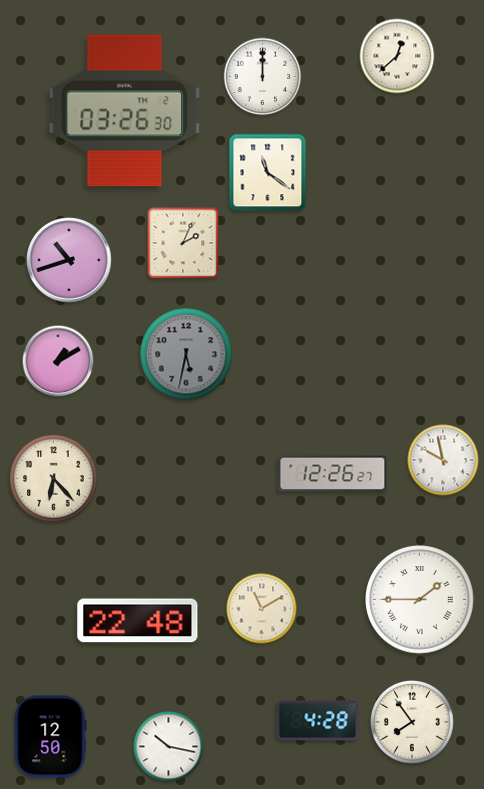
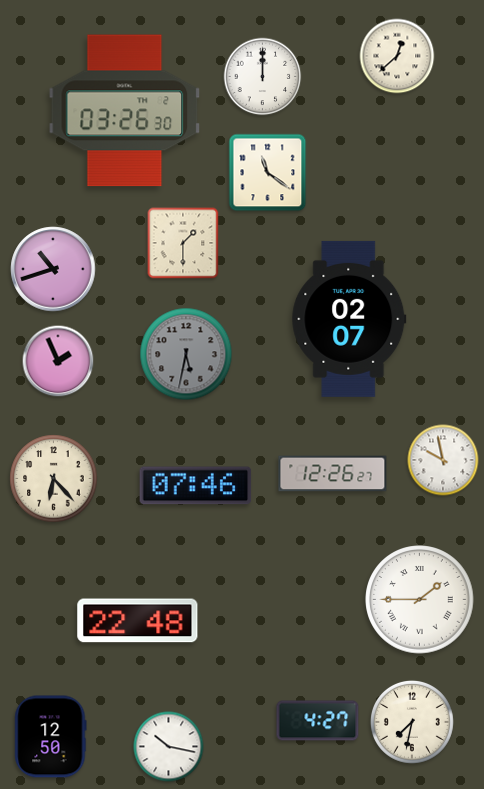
clock at (183, 243): 2:04 -> 1:30
clock at (69, 260) position: (69, 260) -> (53, 269)
clock at (349, 319): none -> 02:07
clock at (58, 361): 1:10 -> 1:56
clock at (196, 486): none -> 07:46
clock at (262, 609): 11:10 -> none
clock at (318, 721): 4:28 -> 4:27
clock at (412, 722): 7:54 -> 7:32
